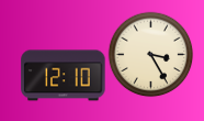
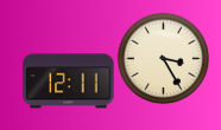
clock at (64, 76): 12:10 -> 12:11
